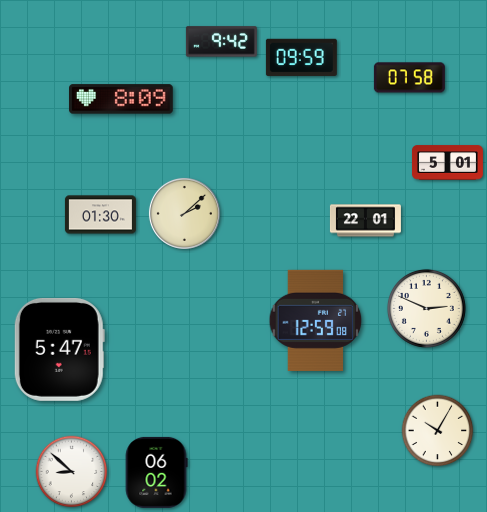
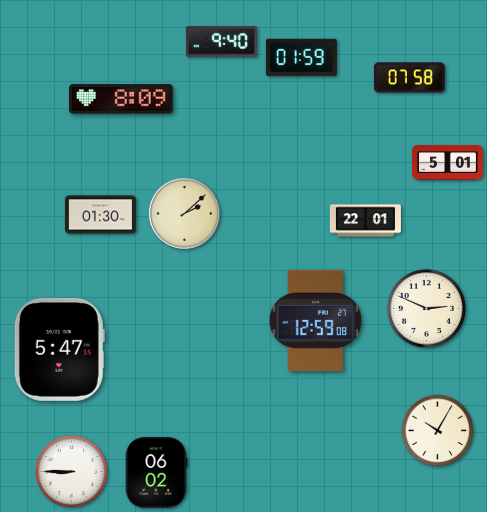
clock at (221, 42): 9:42 -> 9:40
clock at (301, 57): 09:59 -> 01:59
clock at (72, 472): 8:52 -> 8:45
